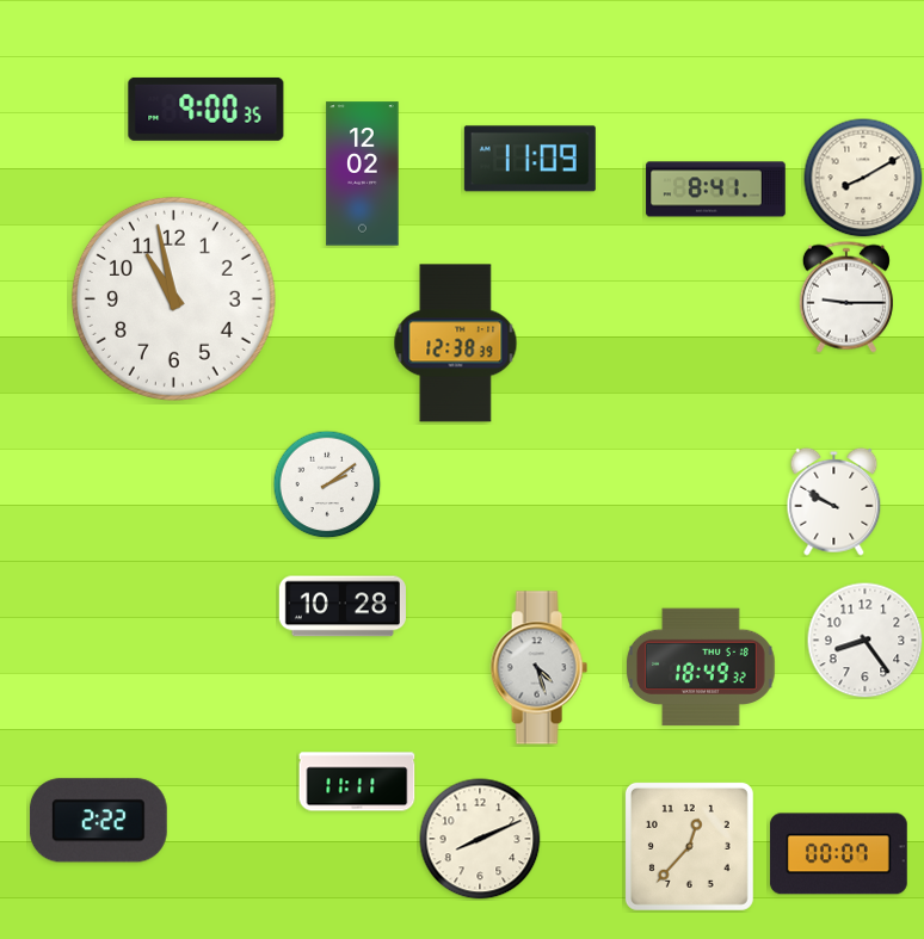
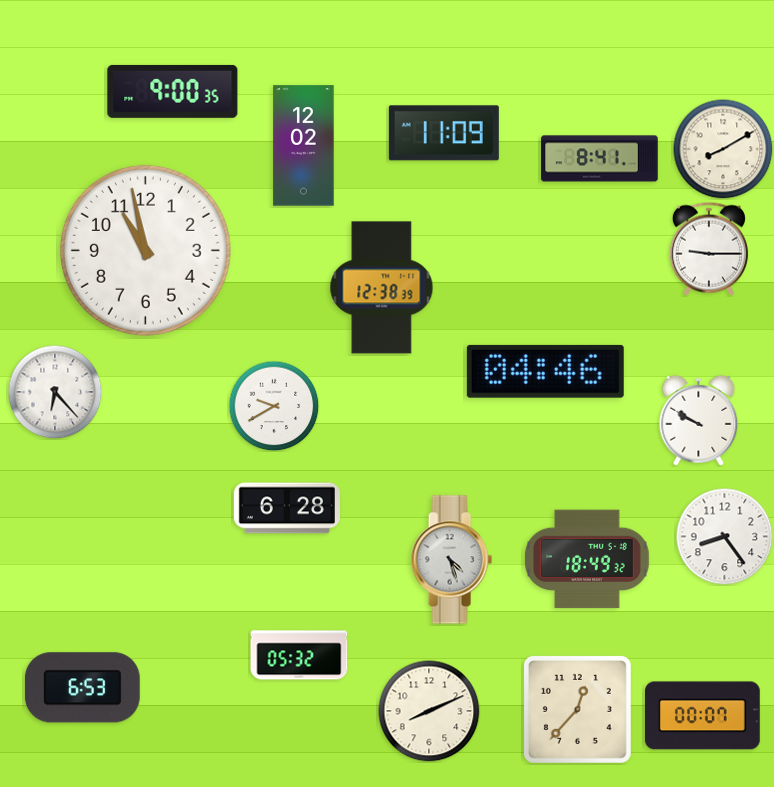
clock at (545, 371): none -> 04:46
clock at (55, 392): none -> 6:23
clock at (327, 484): 2:09 -> 9:40
clock at (343, 606): 10:28 -> 6:28
clock at (357, 782): 11:11 -> 05:32
clock at (98, 821): 2:22 -> 6:53
clock at (480, 839) position: (480, 839) -> (429, 711)
